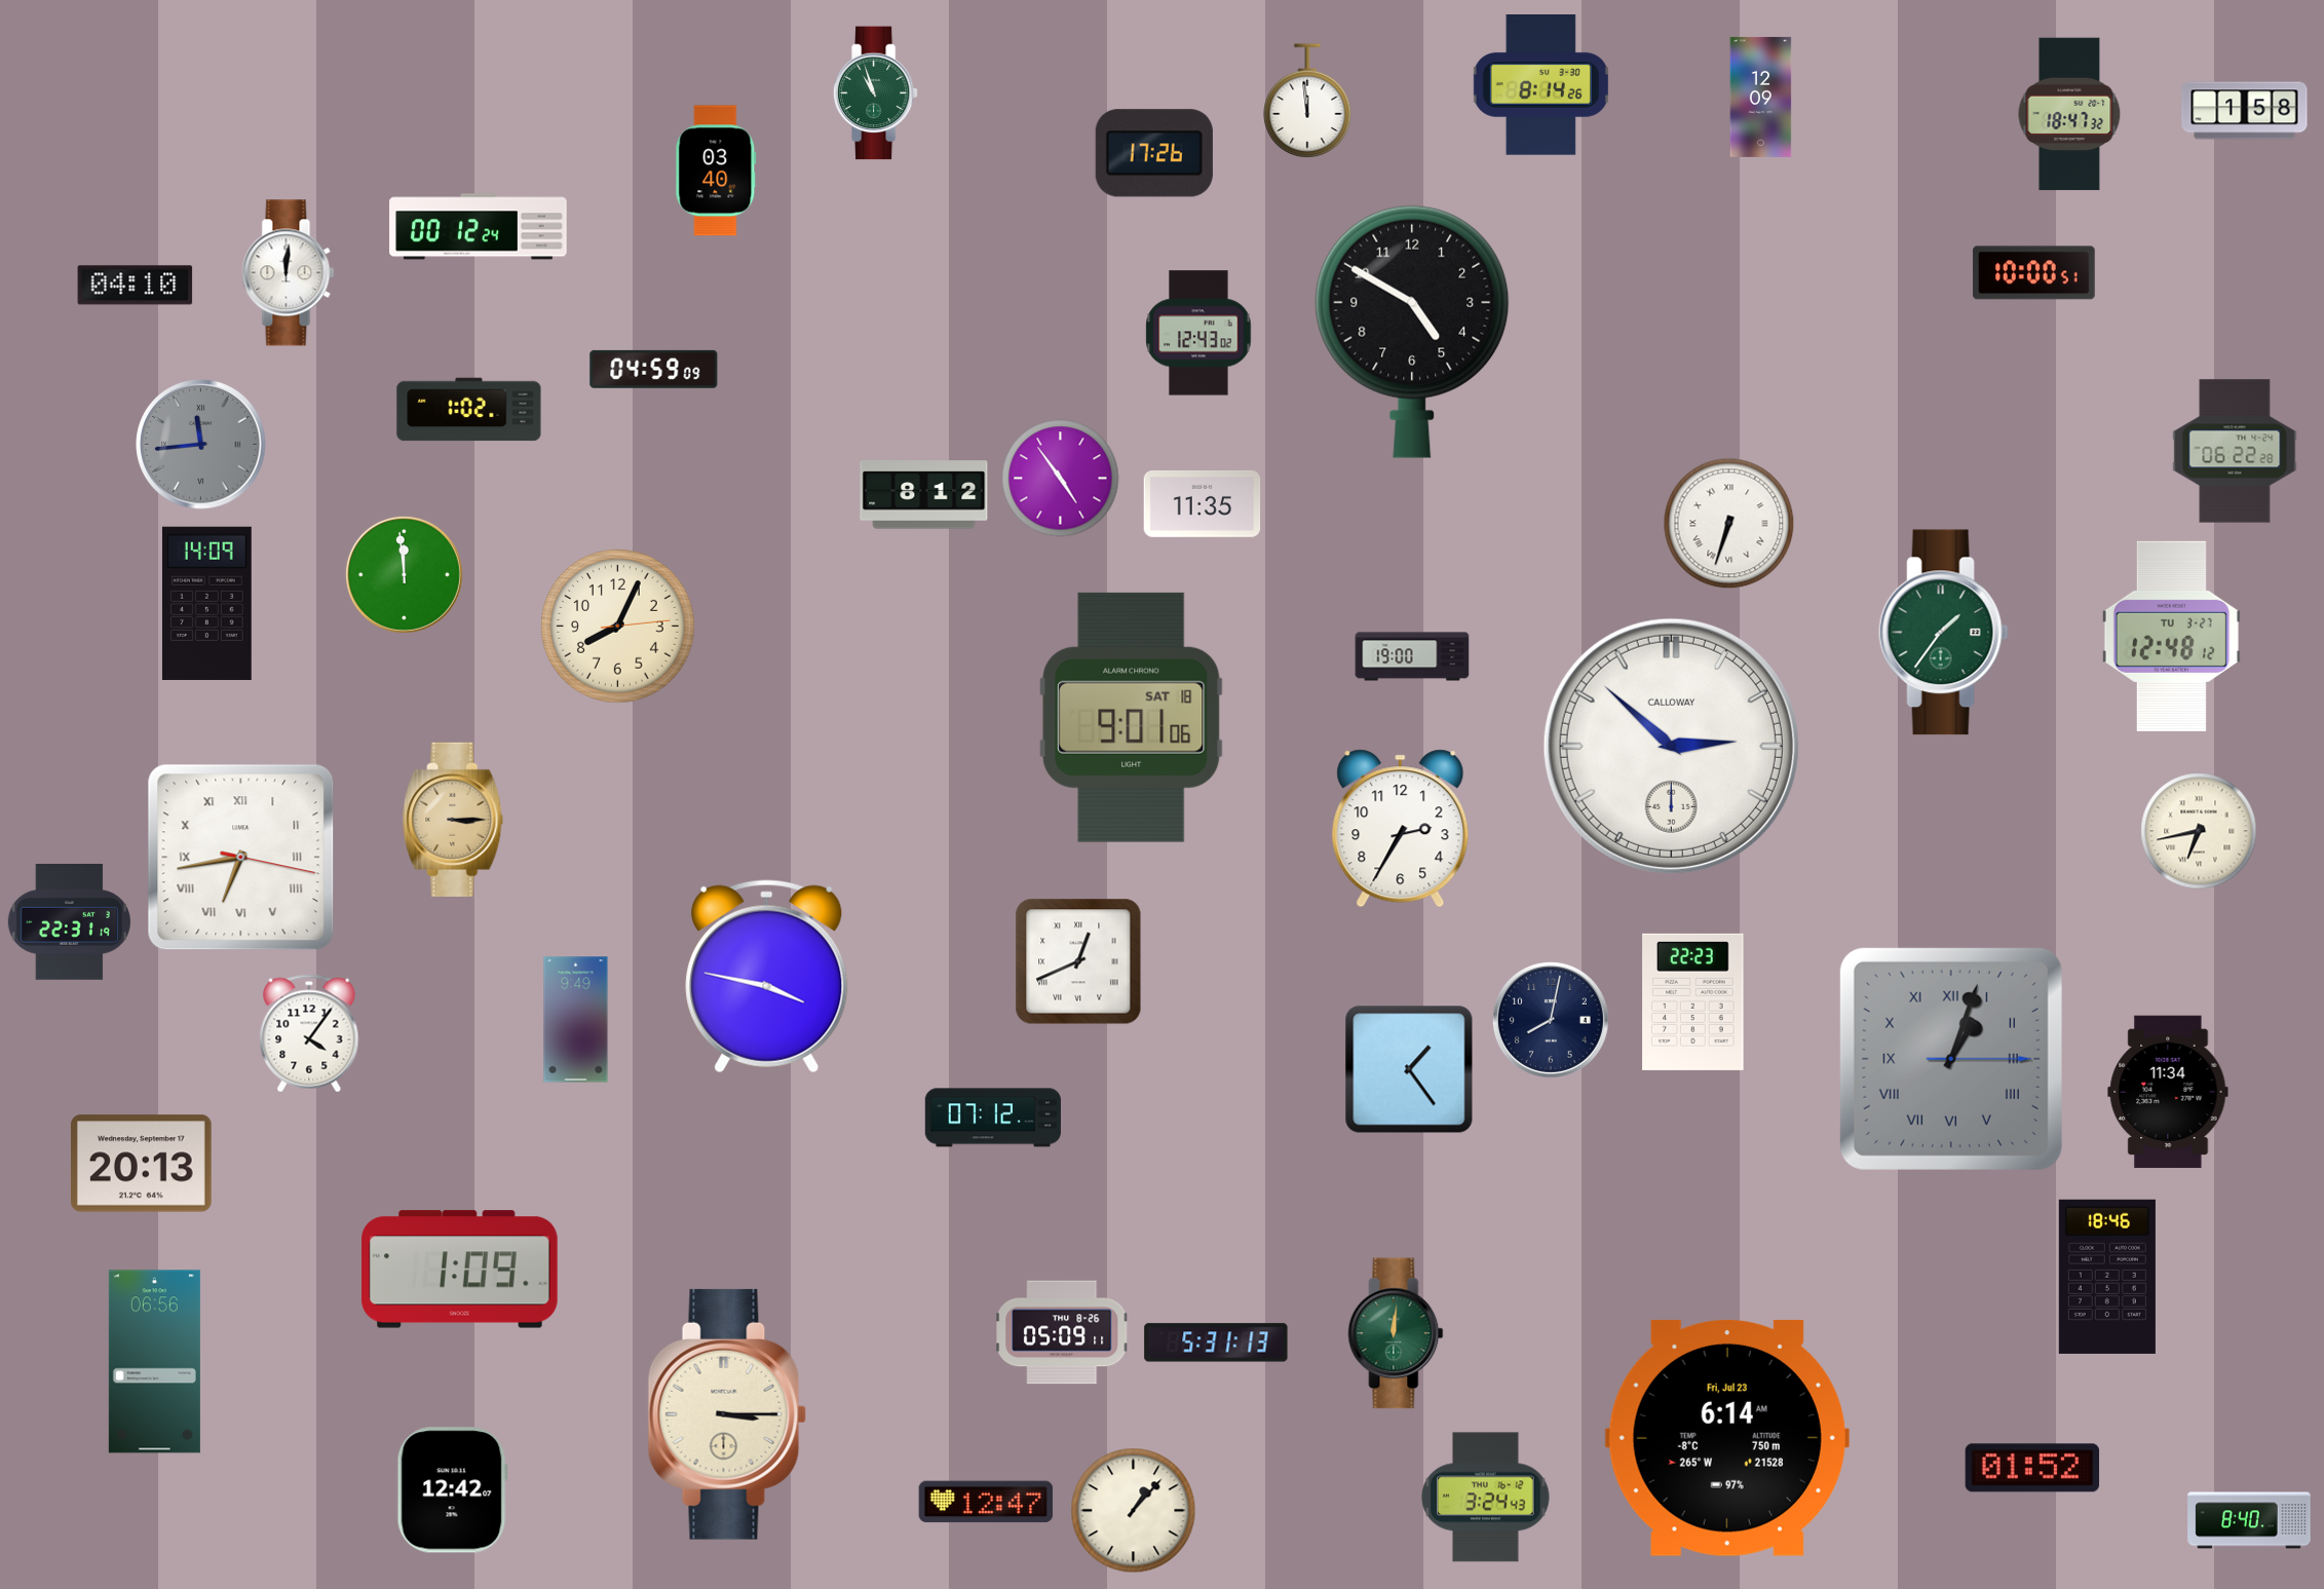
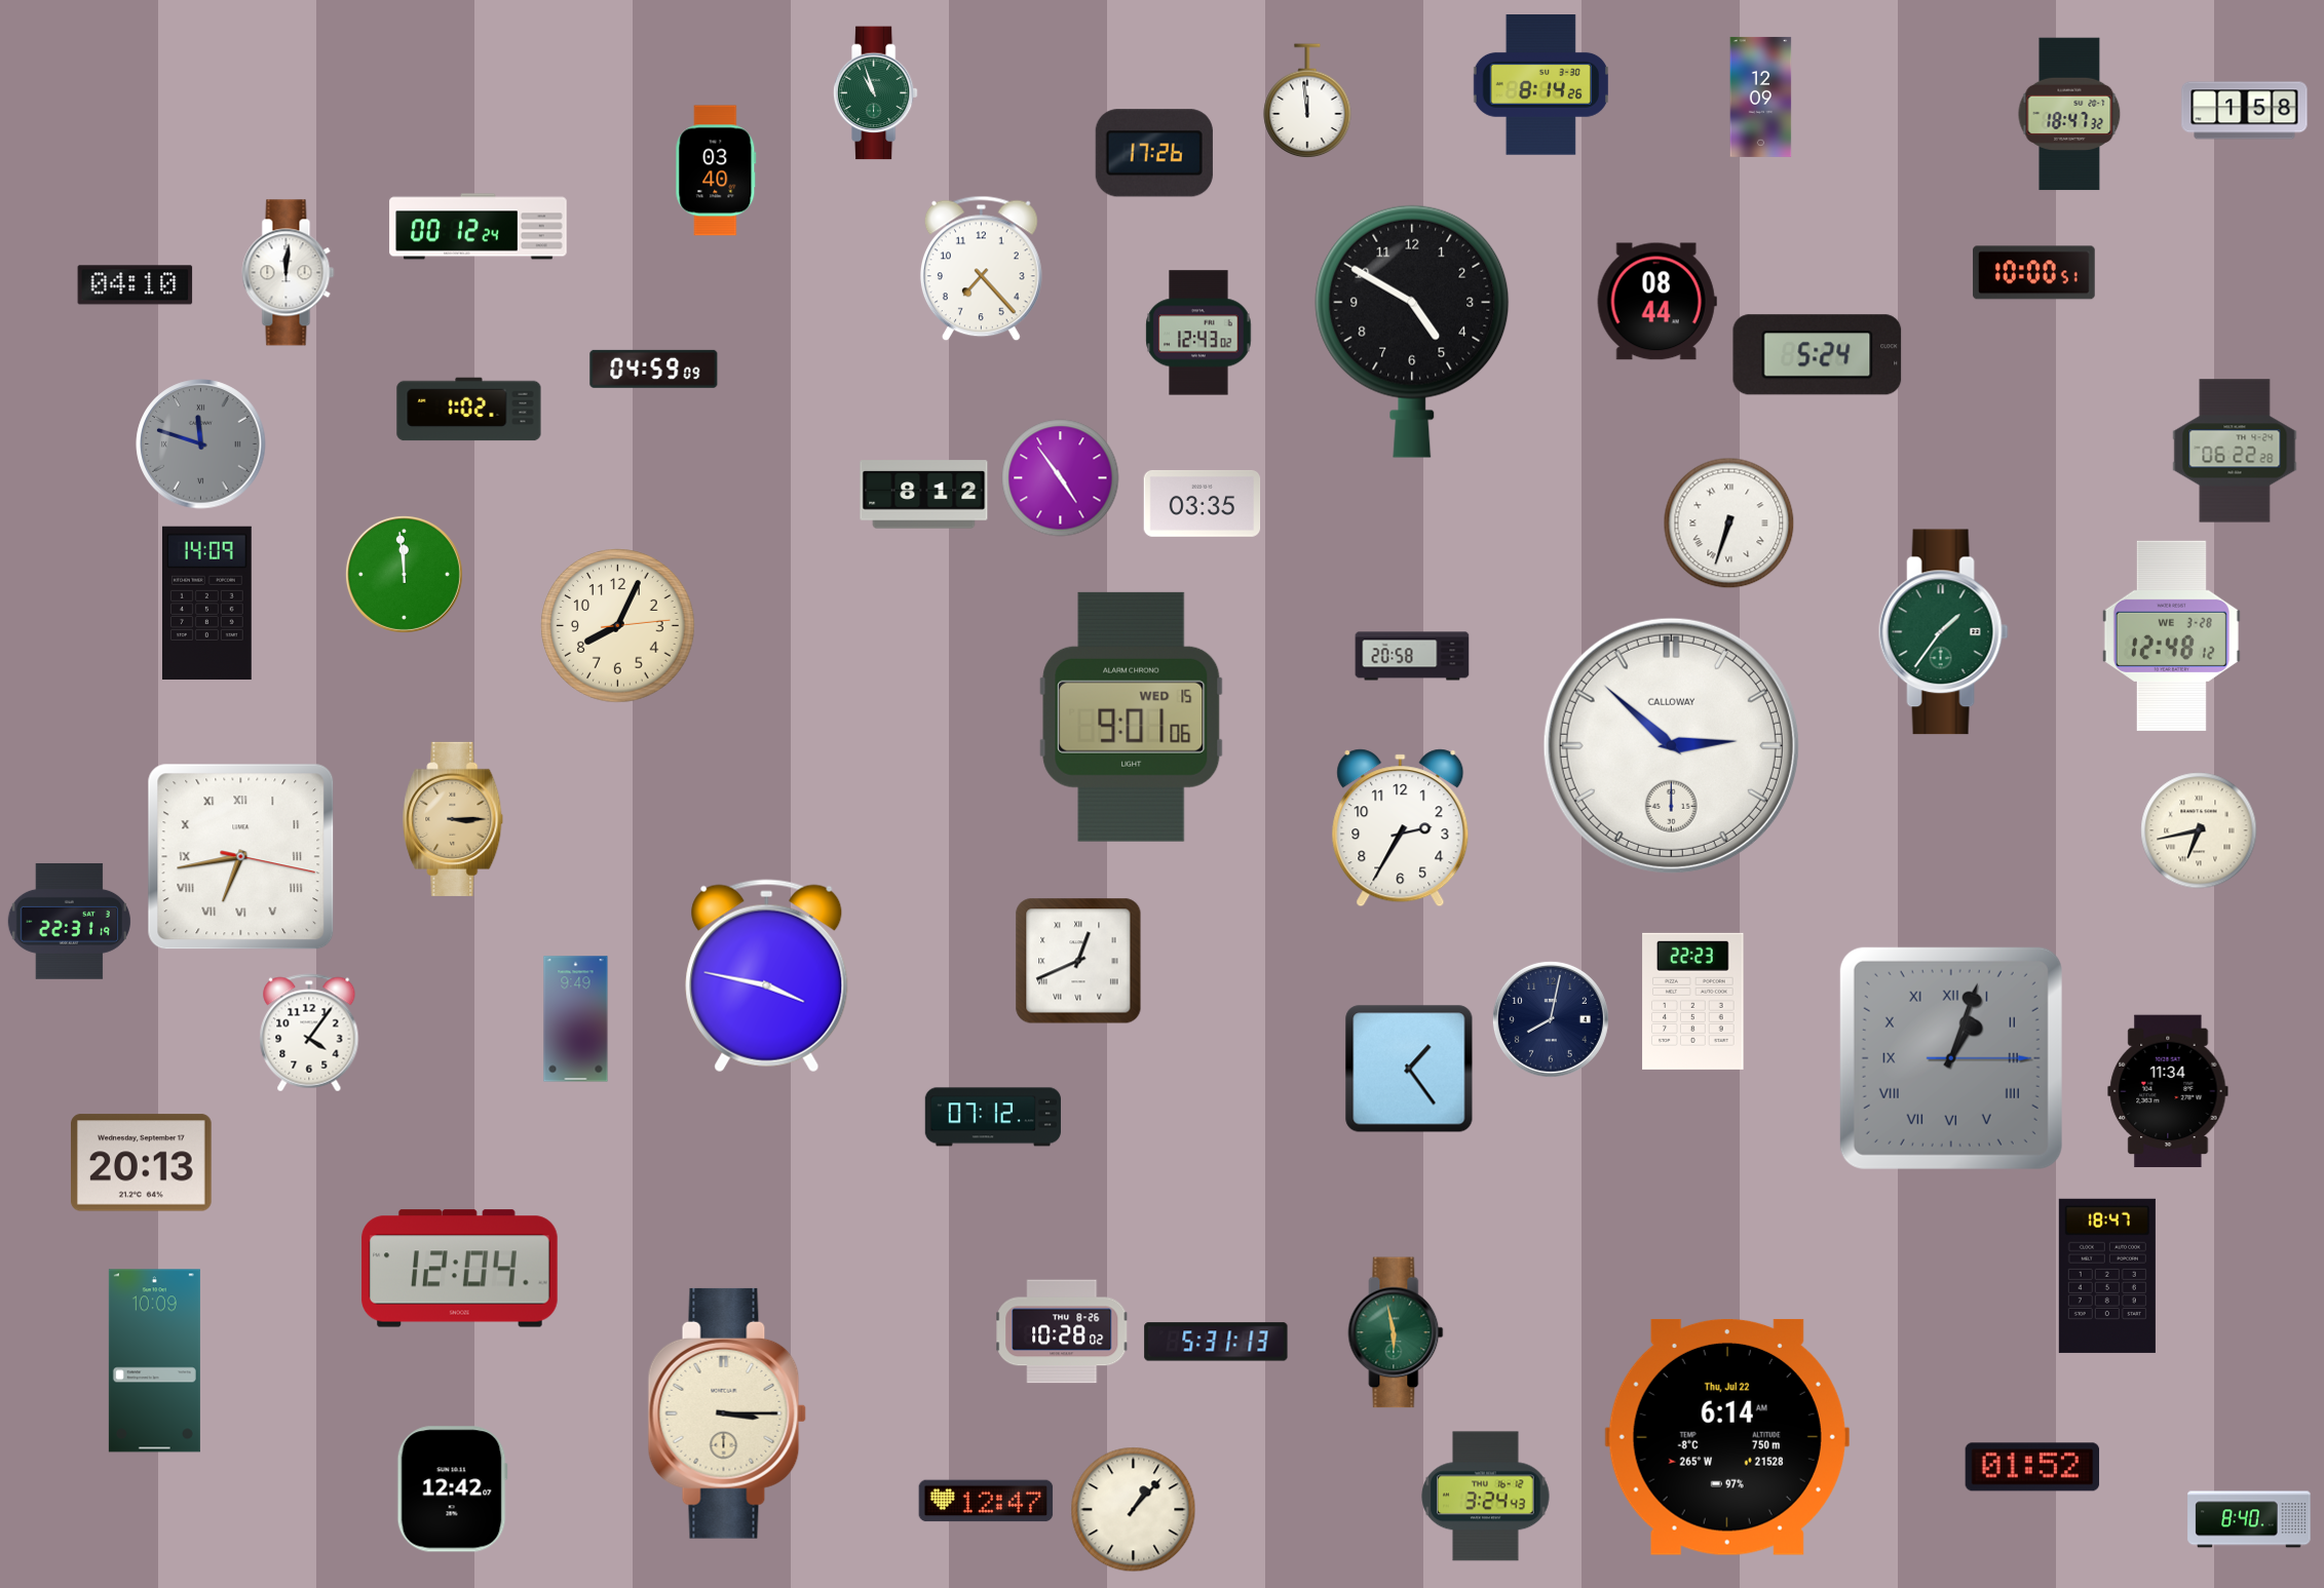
clock at (981, 269): none -> 7:23
clock at (1656, 302): none -> 08:44
clock at (1818, 355): none -> 5:24
clock at (201, 445): 11:44 -> 11:48
clock at (1203, 503): 11:35 -> 03:35
clock at (2171, 636) date: TU 3-27 -> WE 3-28
clock at (1412, 656): 19:00 -> 20:58
clock at (1132, 717) date: SAT 18 -> WED 15
clock at (460, 1270): 1:09 -> 12:04
clock at (2107, 1277): 18:46 -> 18:47
clock at (1062, 1332): 05:09 -> 10:28
clock at (1396, 1333): 12:01 -> 5:58
clock at (154, 1362): 06:56 -> 10:09
clock at (1727, 1438) date: Fri, Jul 23 -> Thu, Jul 22
